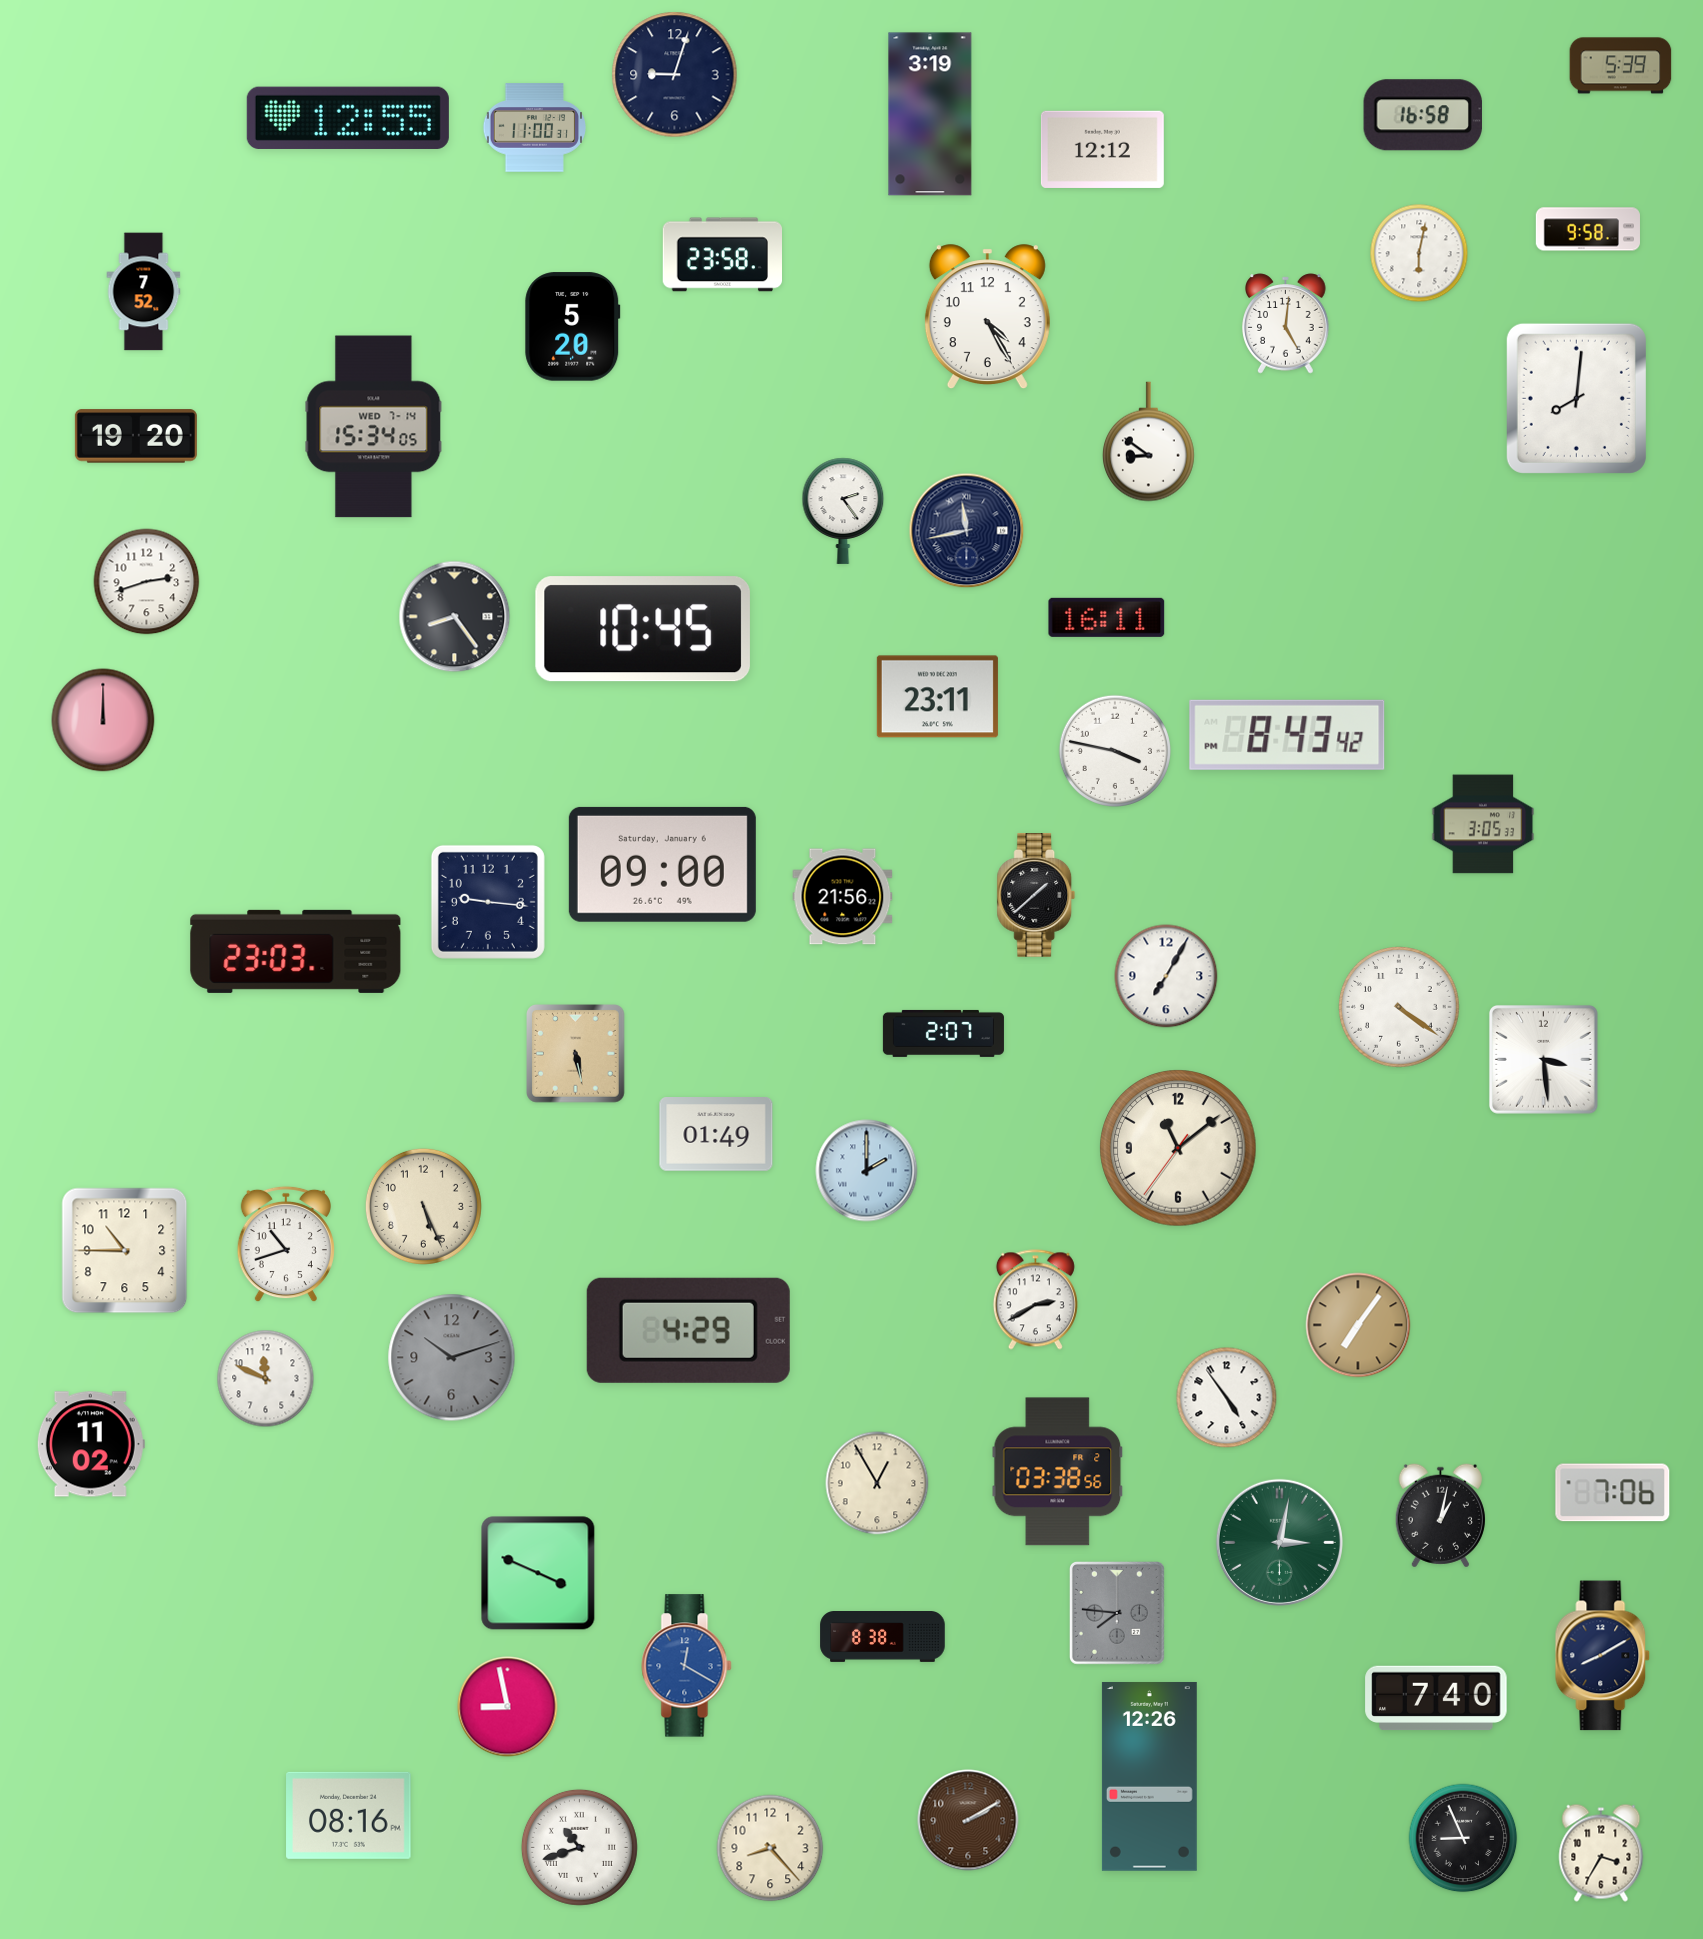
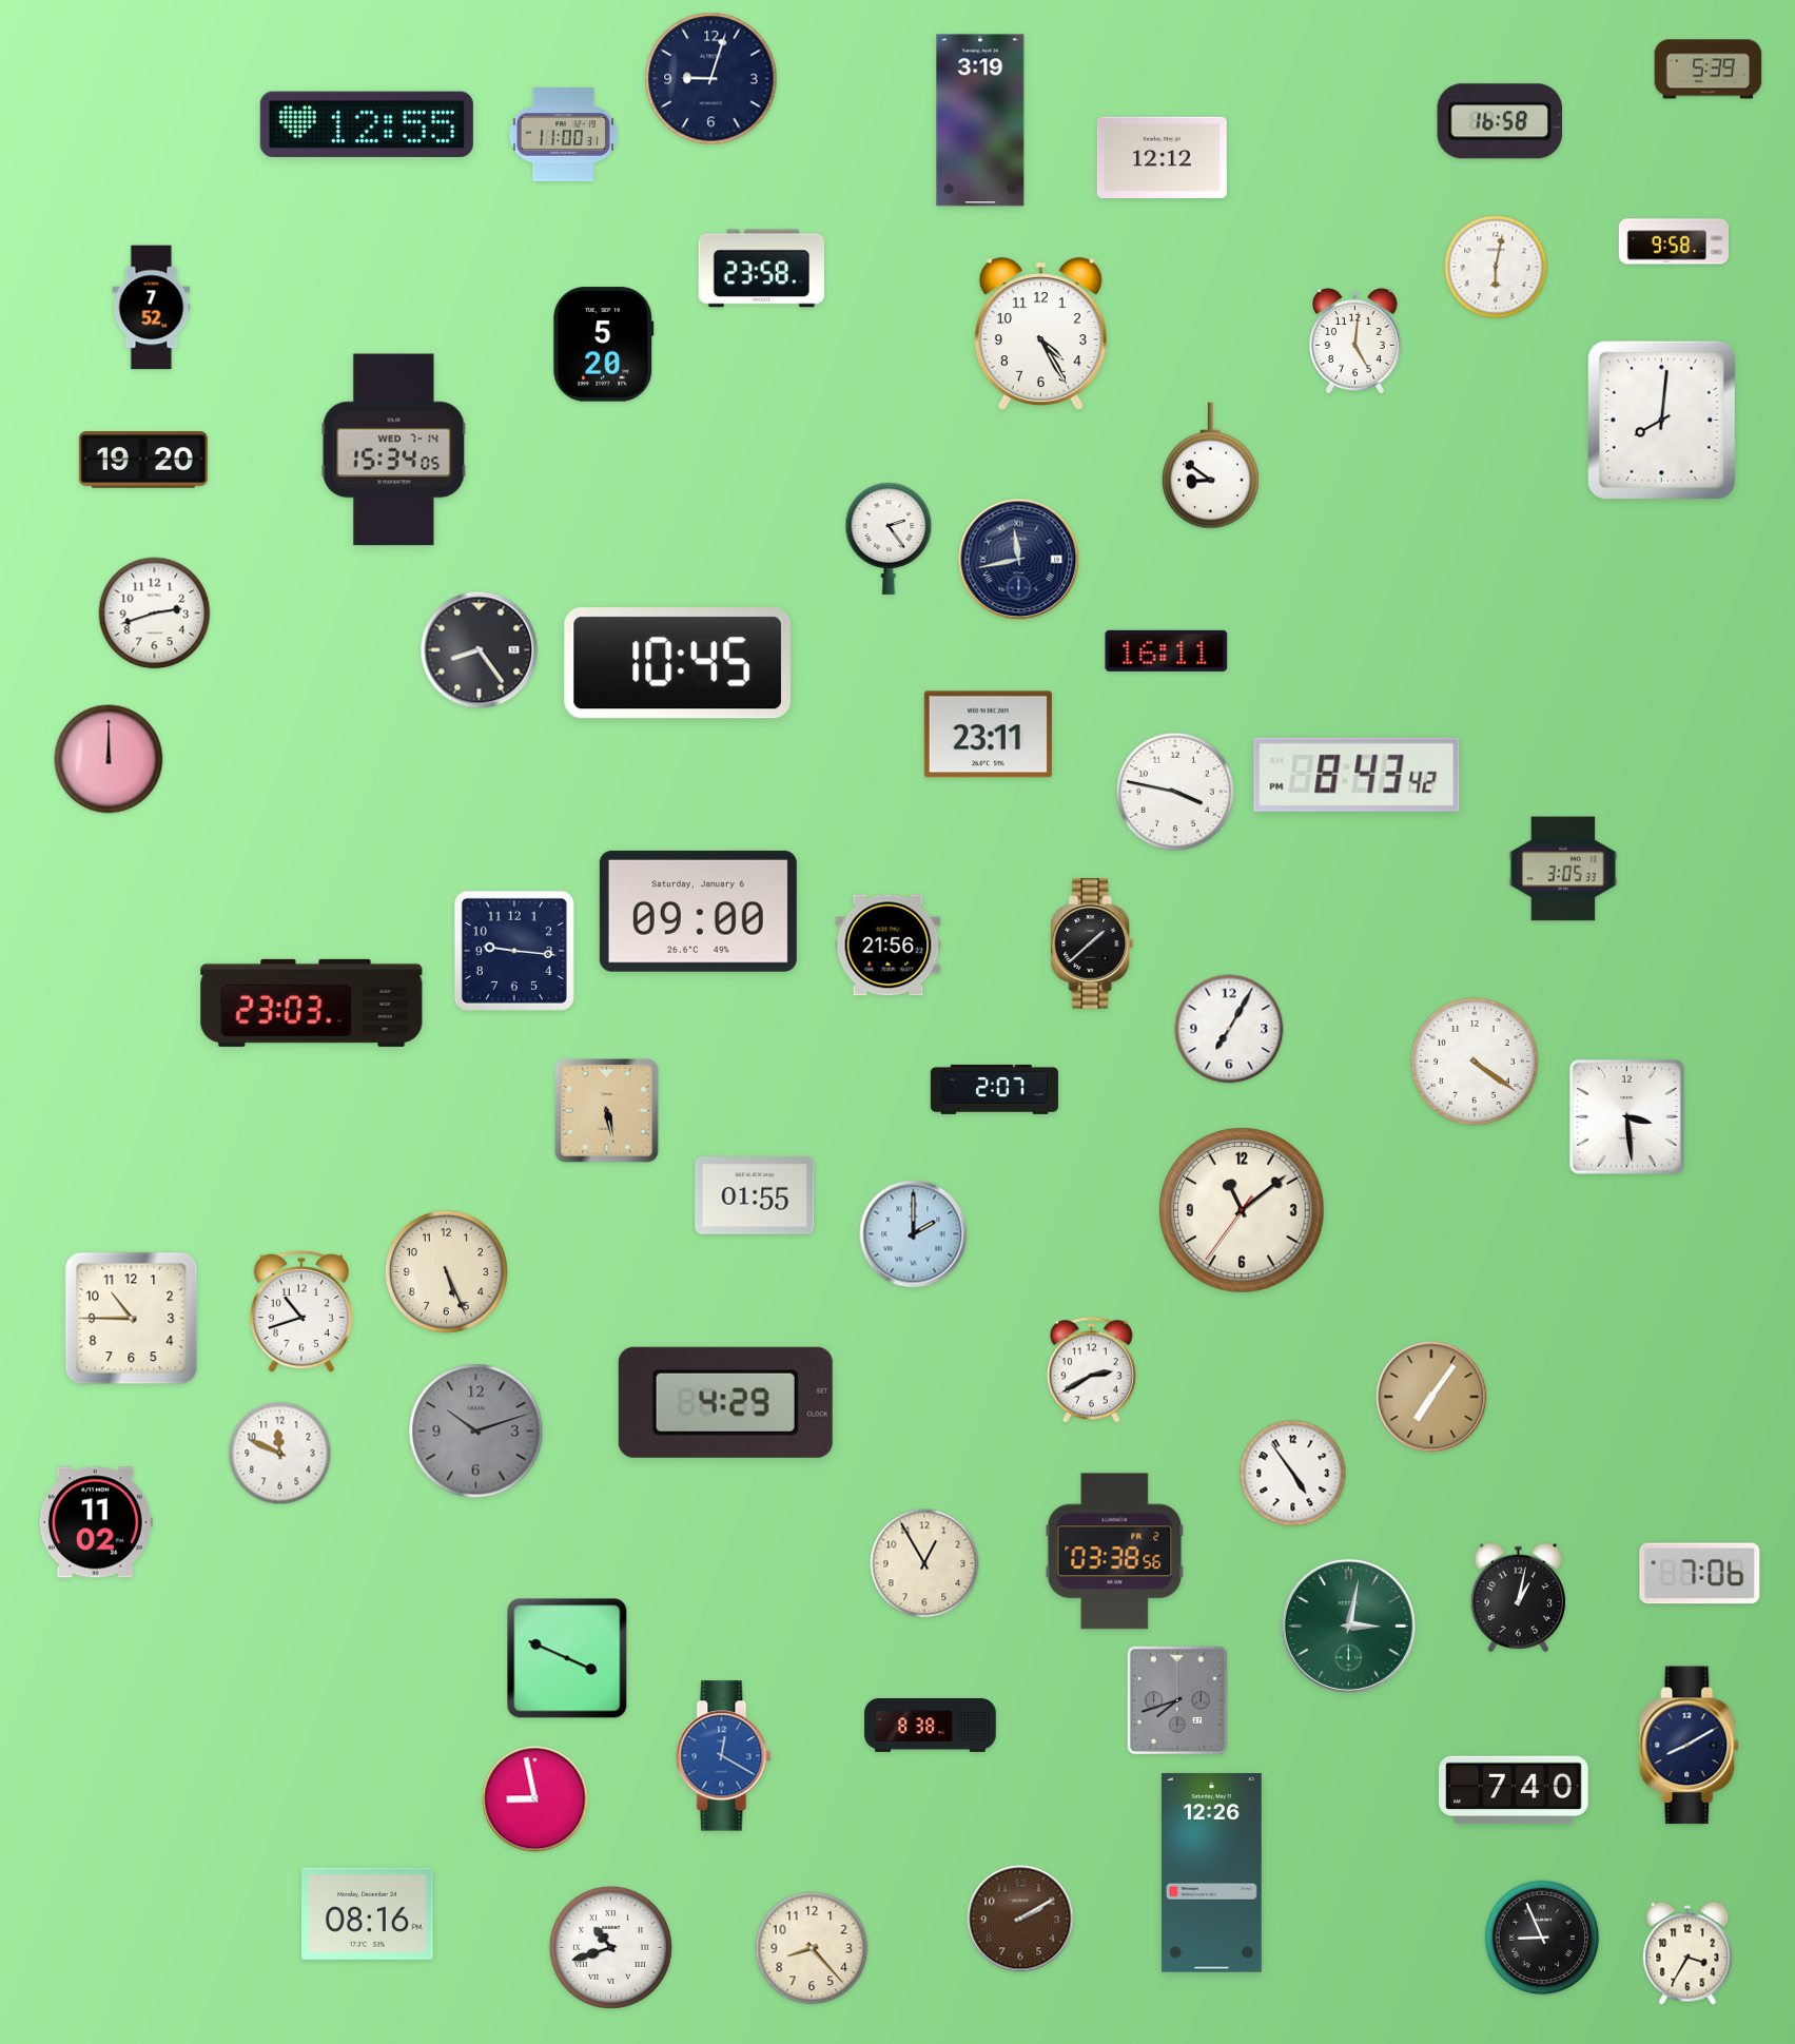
clock at (716, 1134): 01:49 -> 01:55
clock at (1117, 1613): 7:46 -> 7:42
